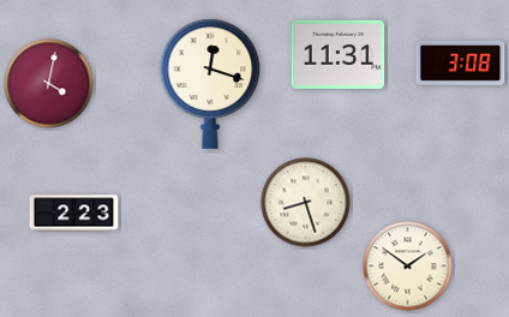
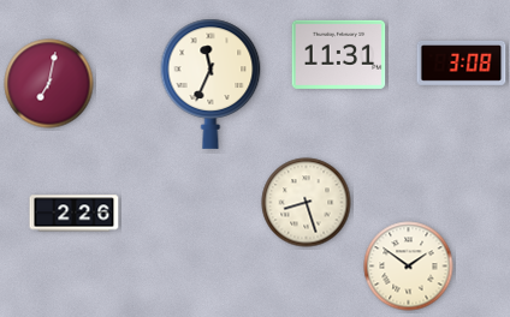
clock at (49, 84): 4:02 -> 7:02
clock at (210, 84): 12:18 -> 11:34
clock at (74, 214): 2:23 -> 2:26
